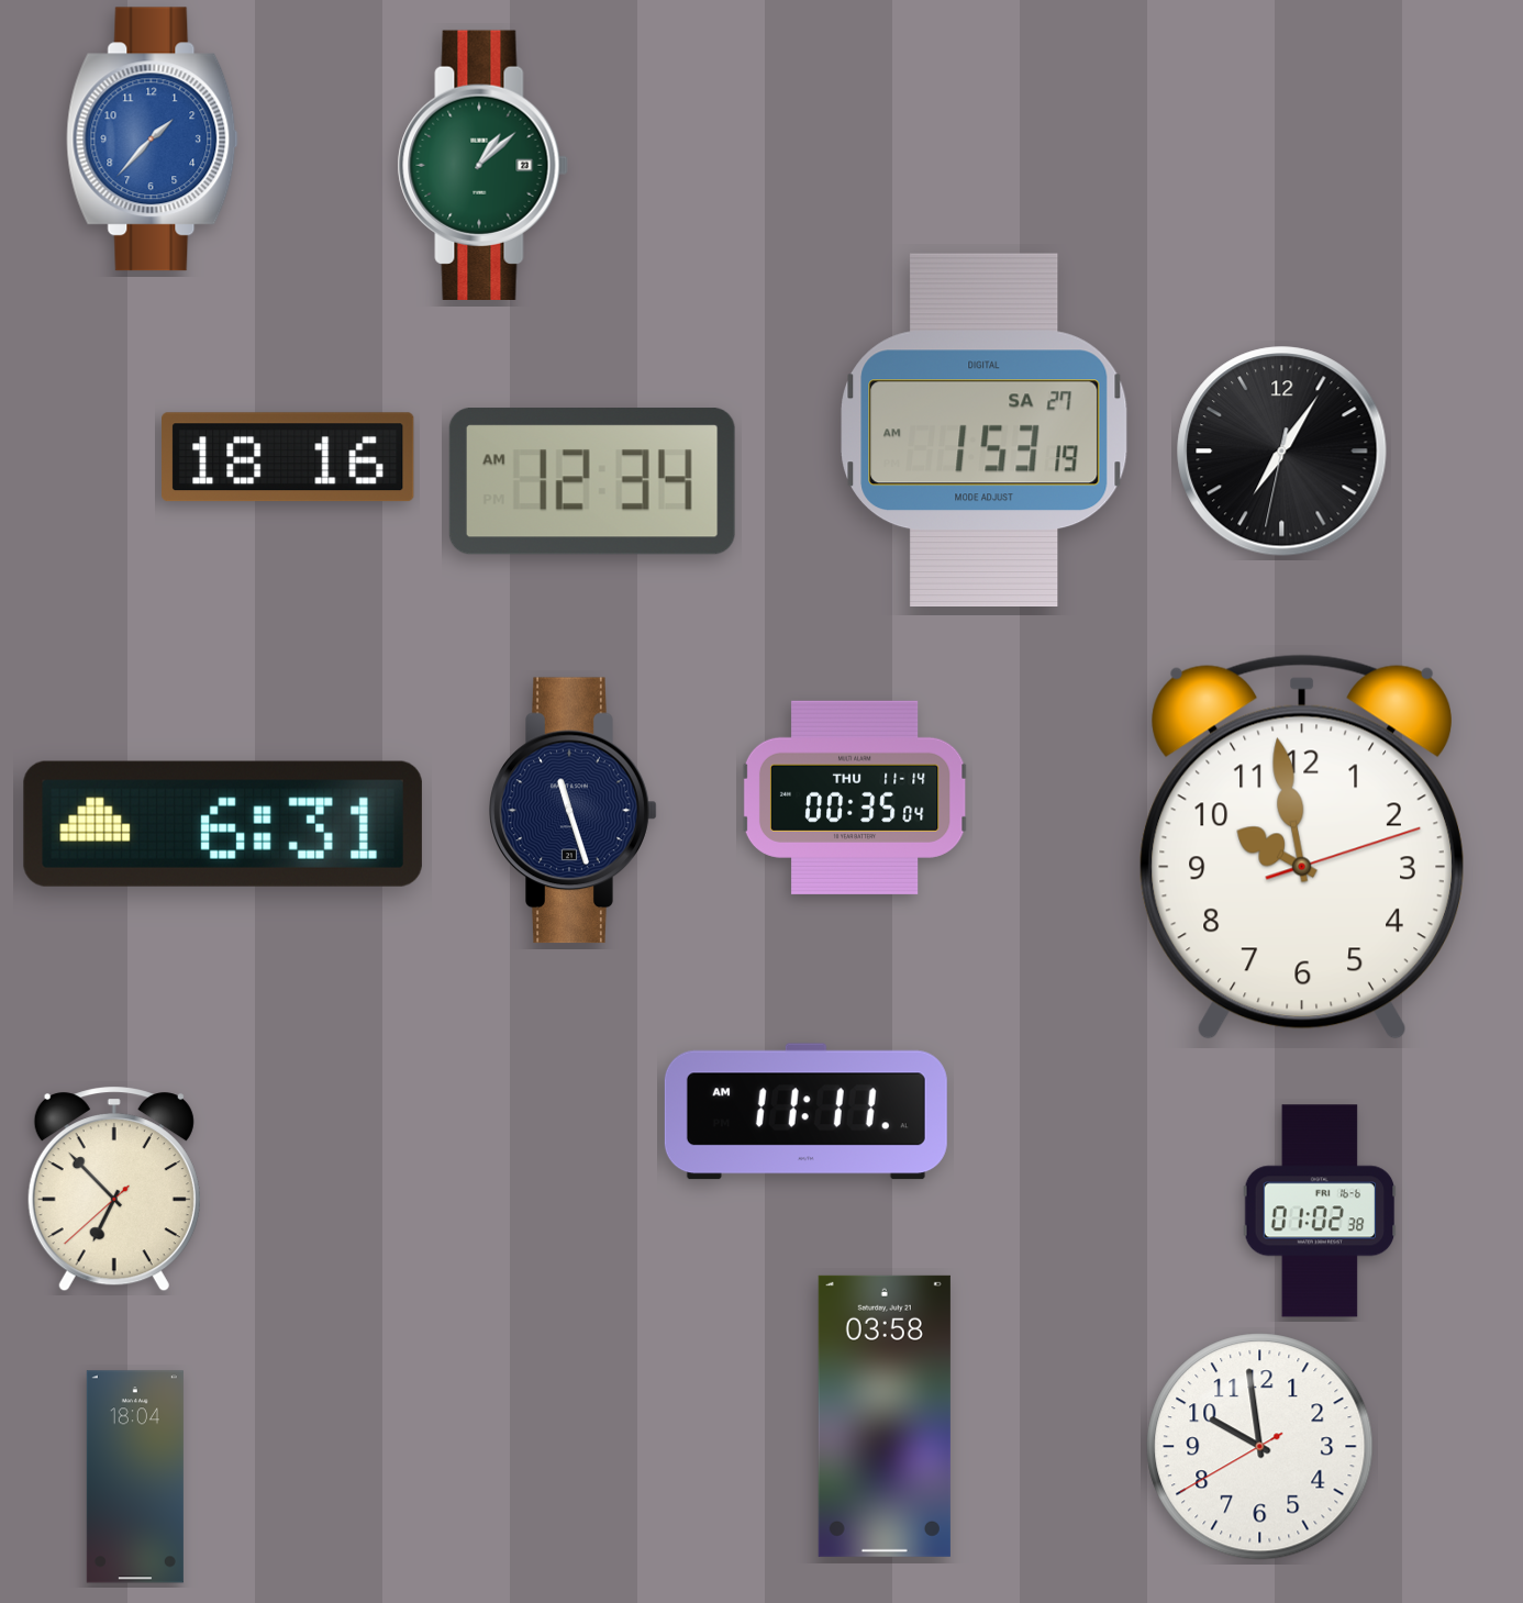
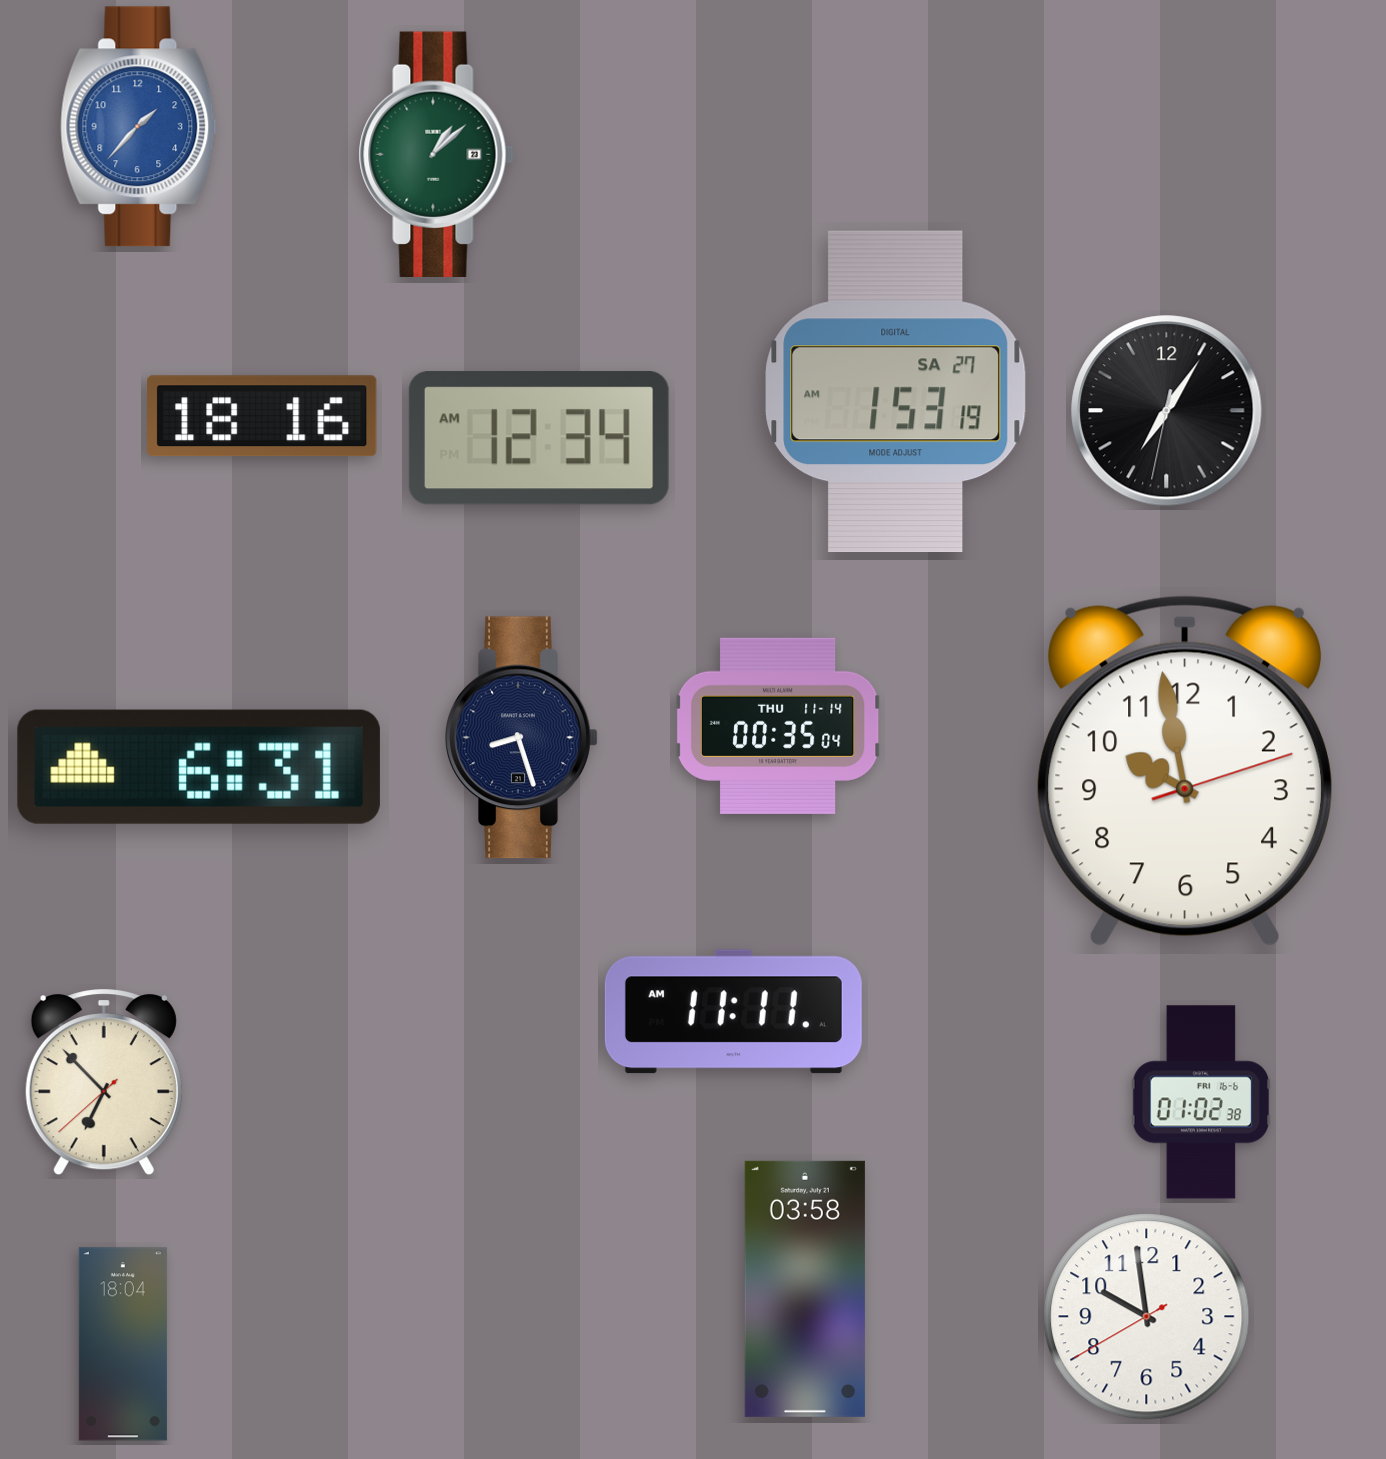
clock at (482, 165) position: (482, 165) -> (436, 154)
clock at (574, 811): 11:27 -> 8:27
clock at (223, 824) position: (223, 824) -> (199, 767)
